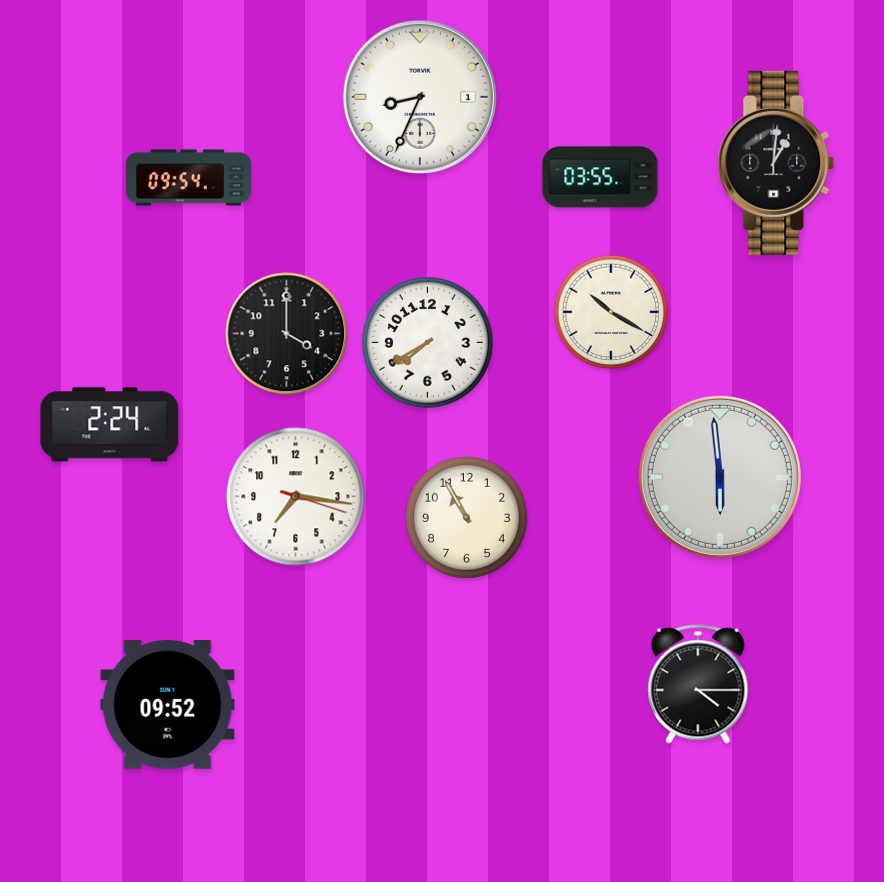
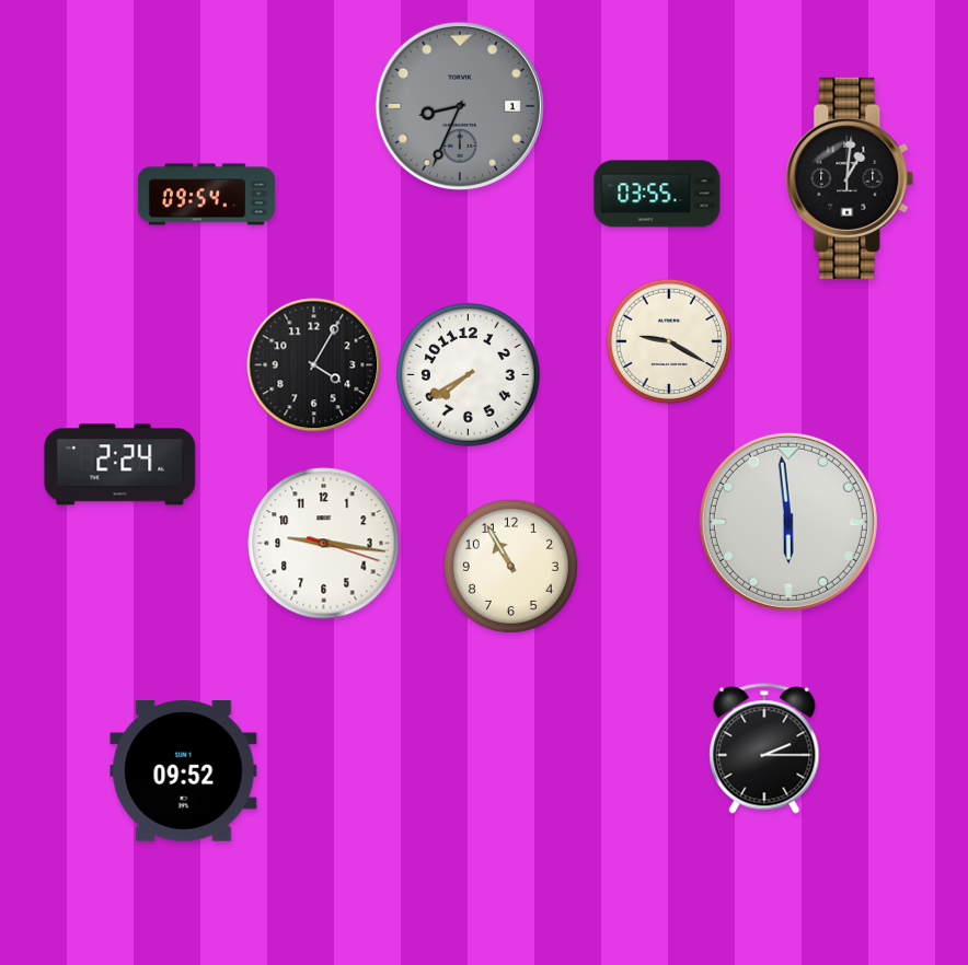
clock at (420, 97) dial: white -> grey
clock at (611, 312): 10:20 -> 9:20
clock at (287, 334): 4:00 -> 4:05
clock at (296, 497): 7:16 -> 9:16
clock at (698, 684): 4:15 -> 2:15
